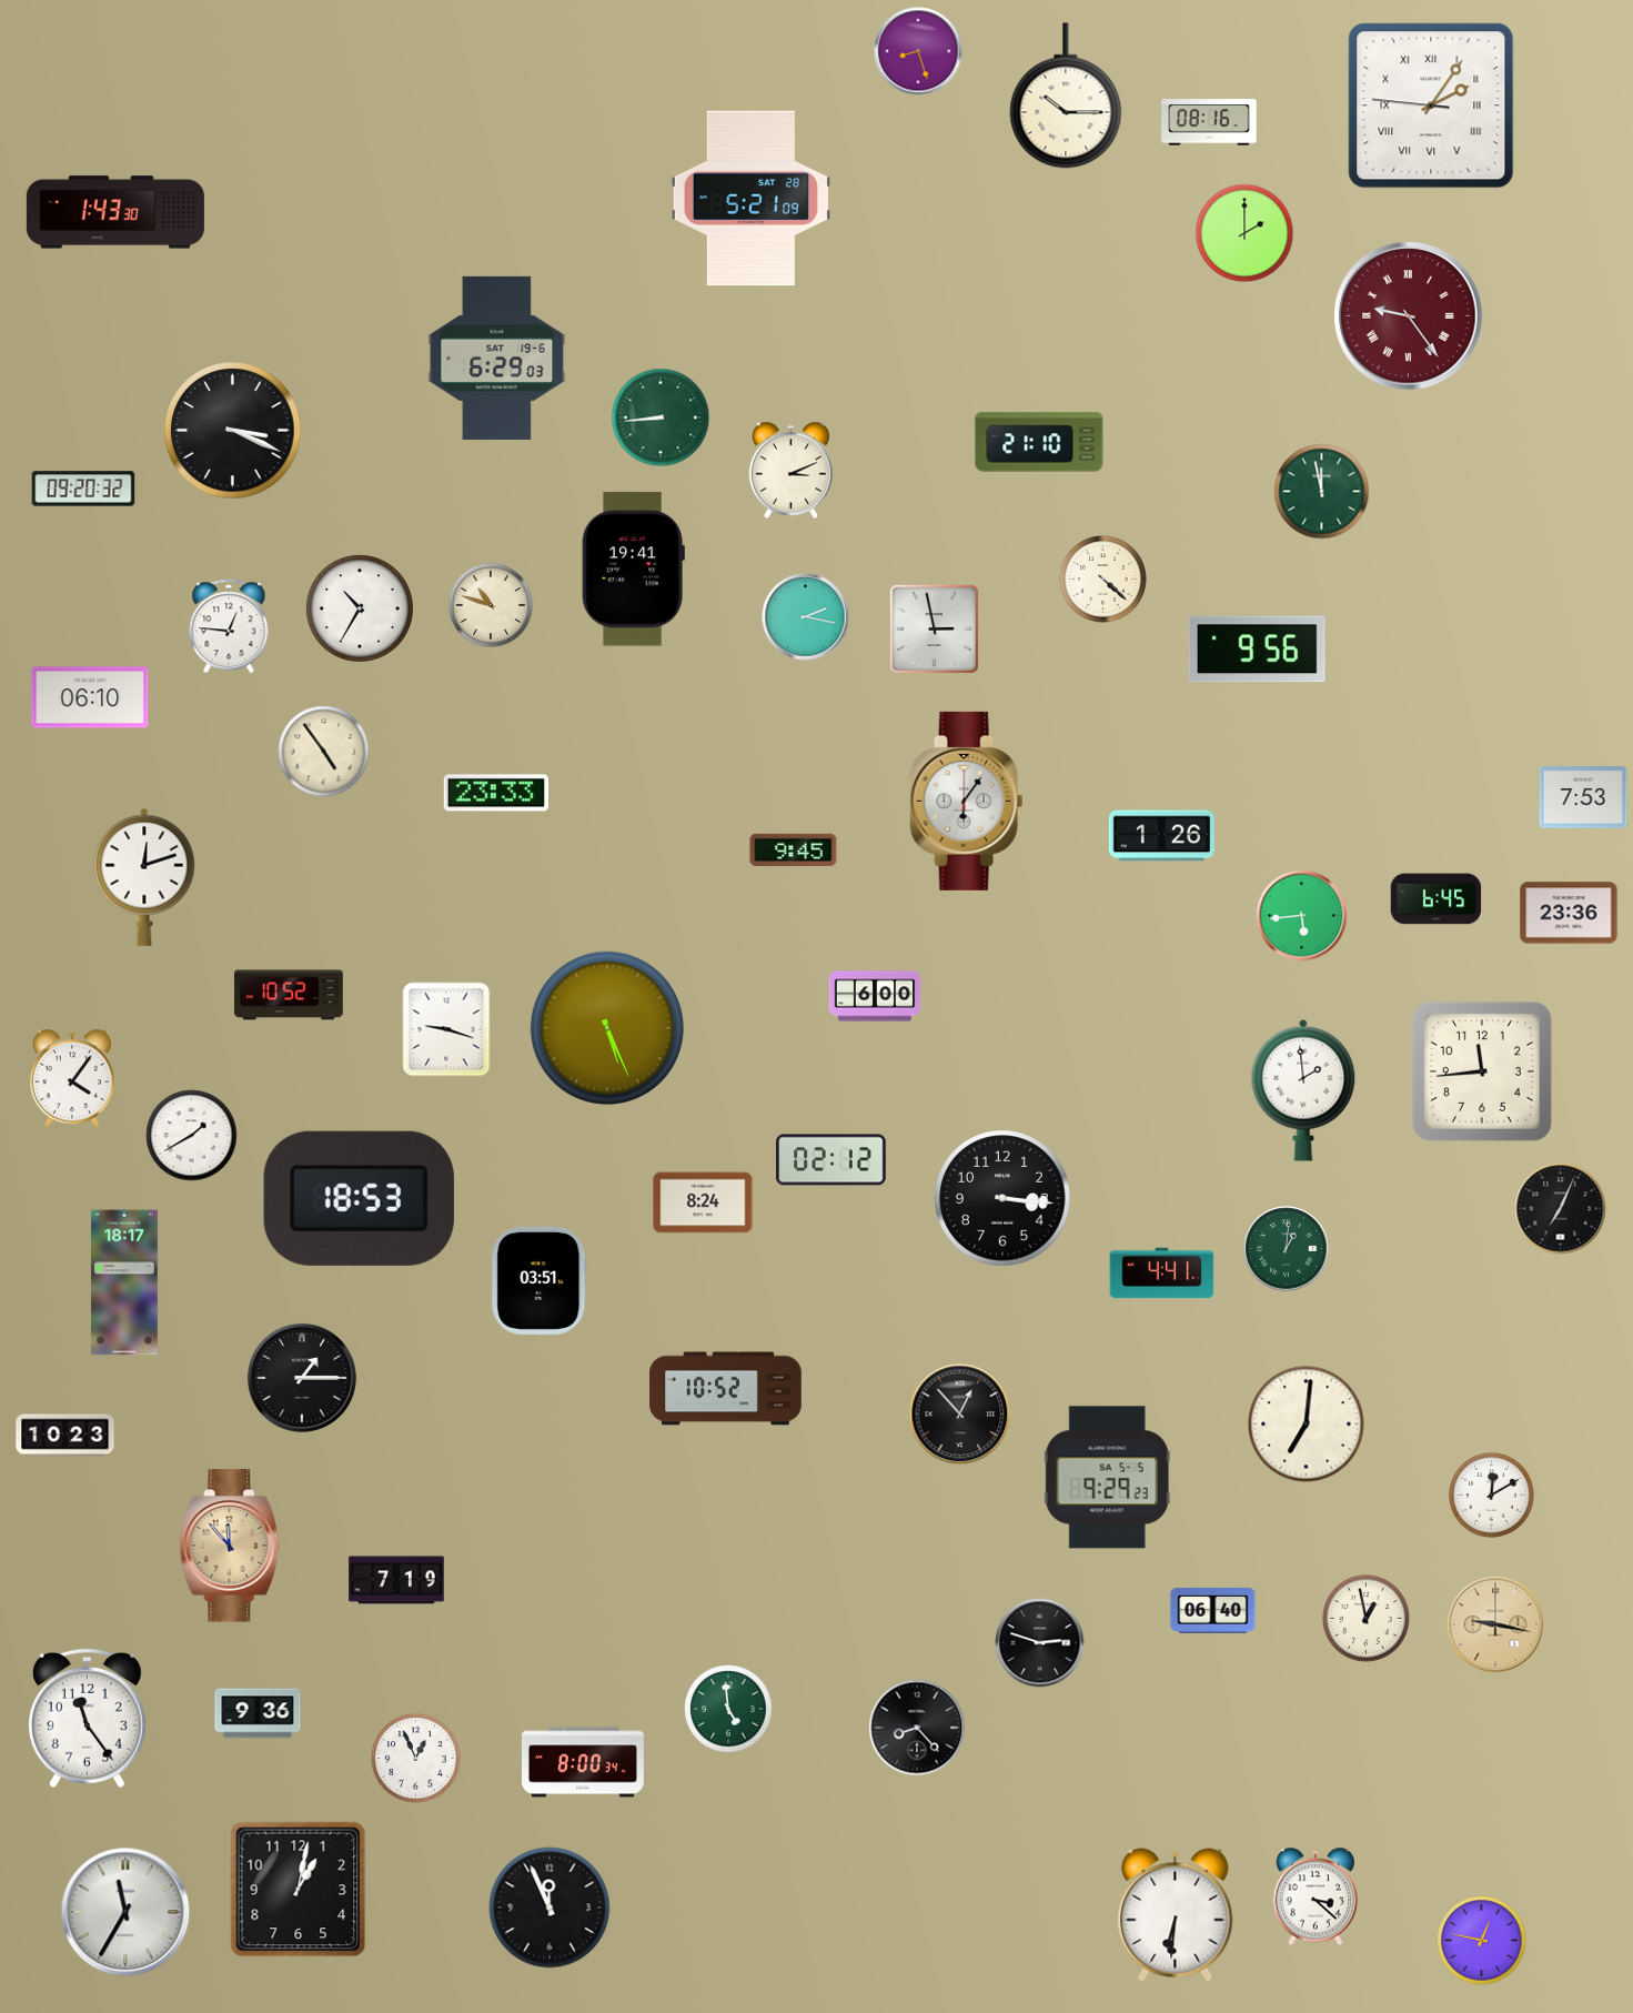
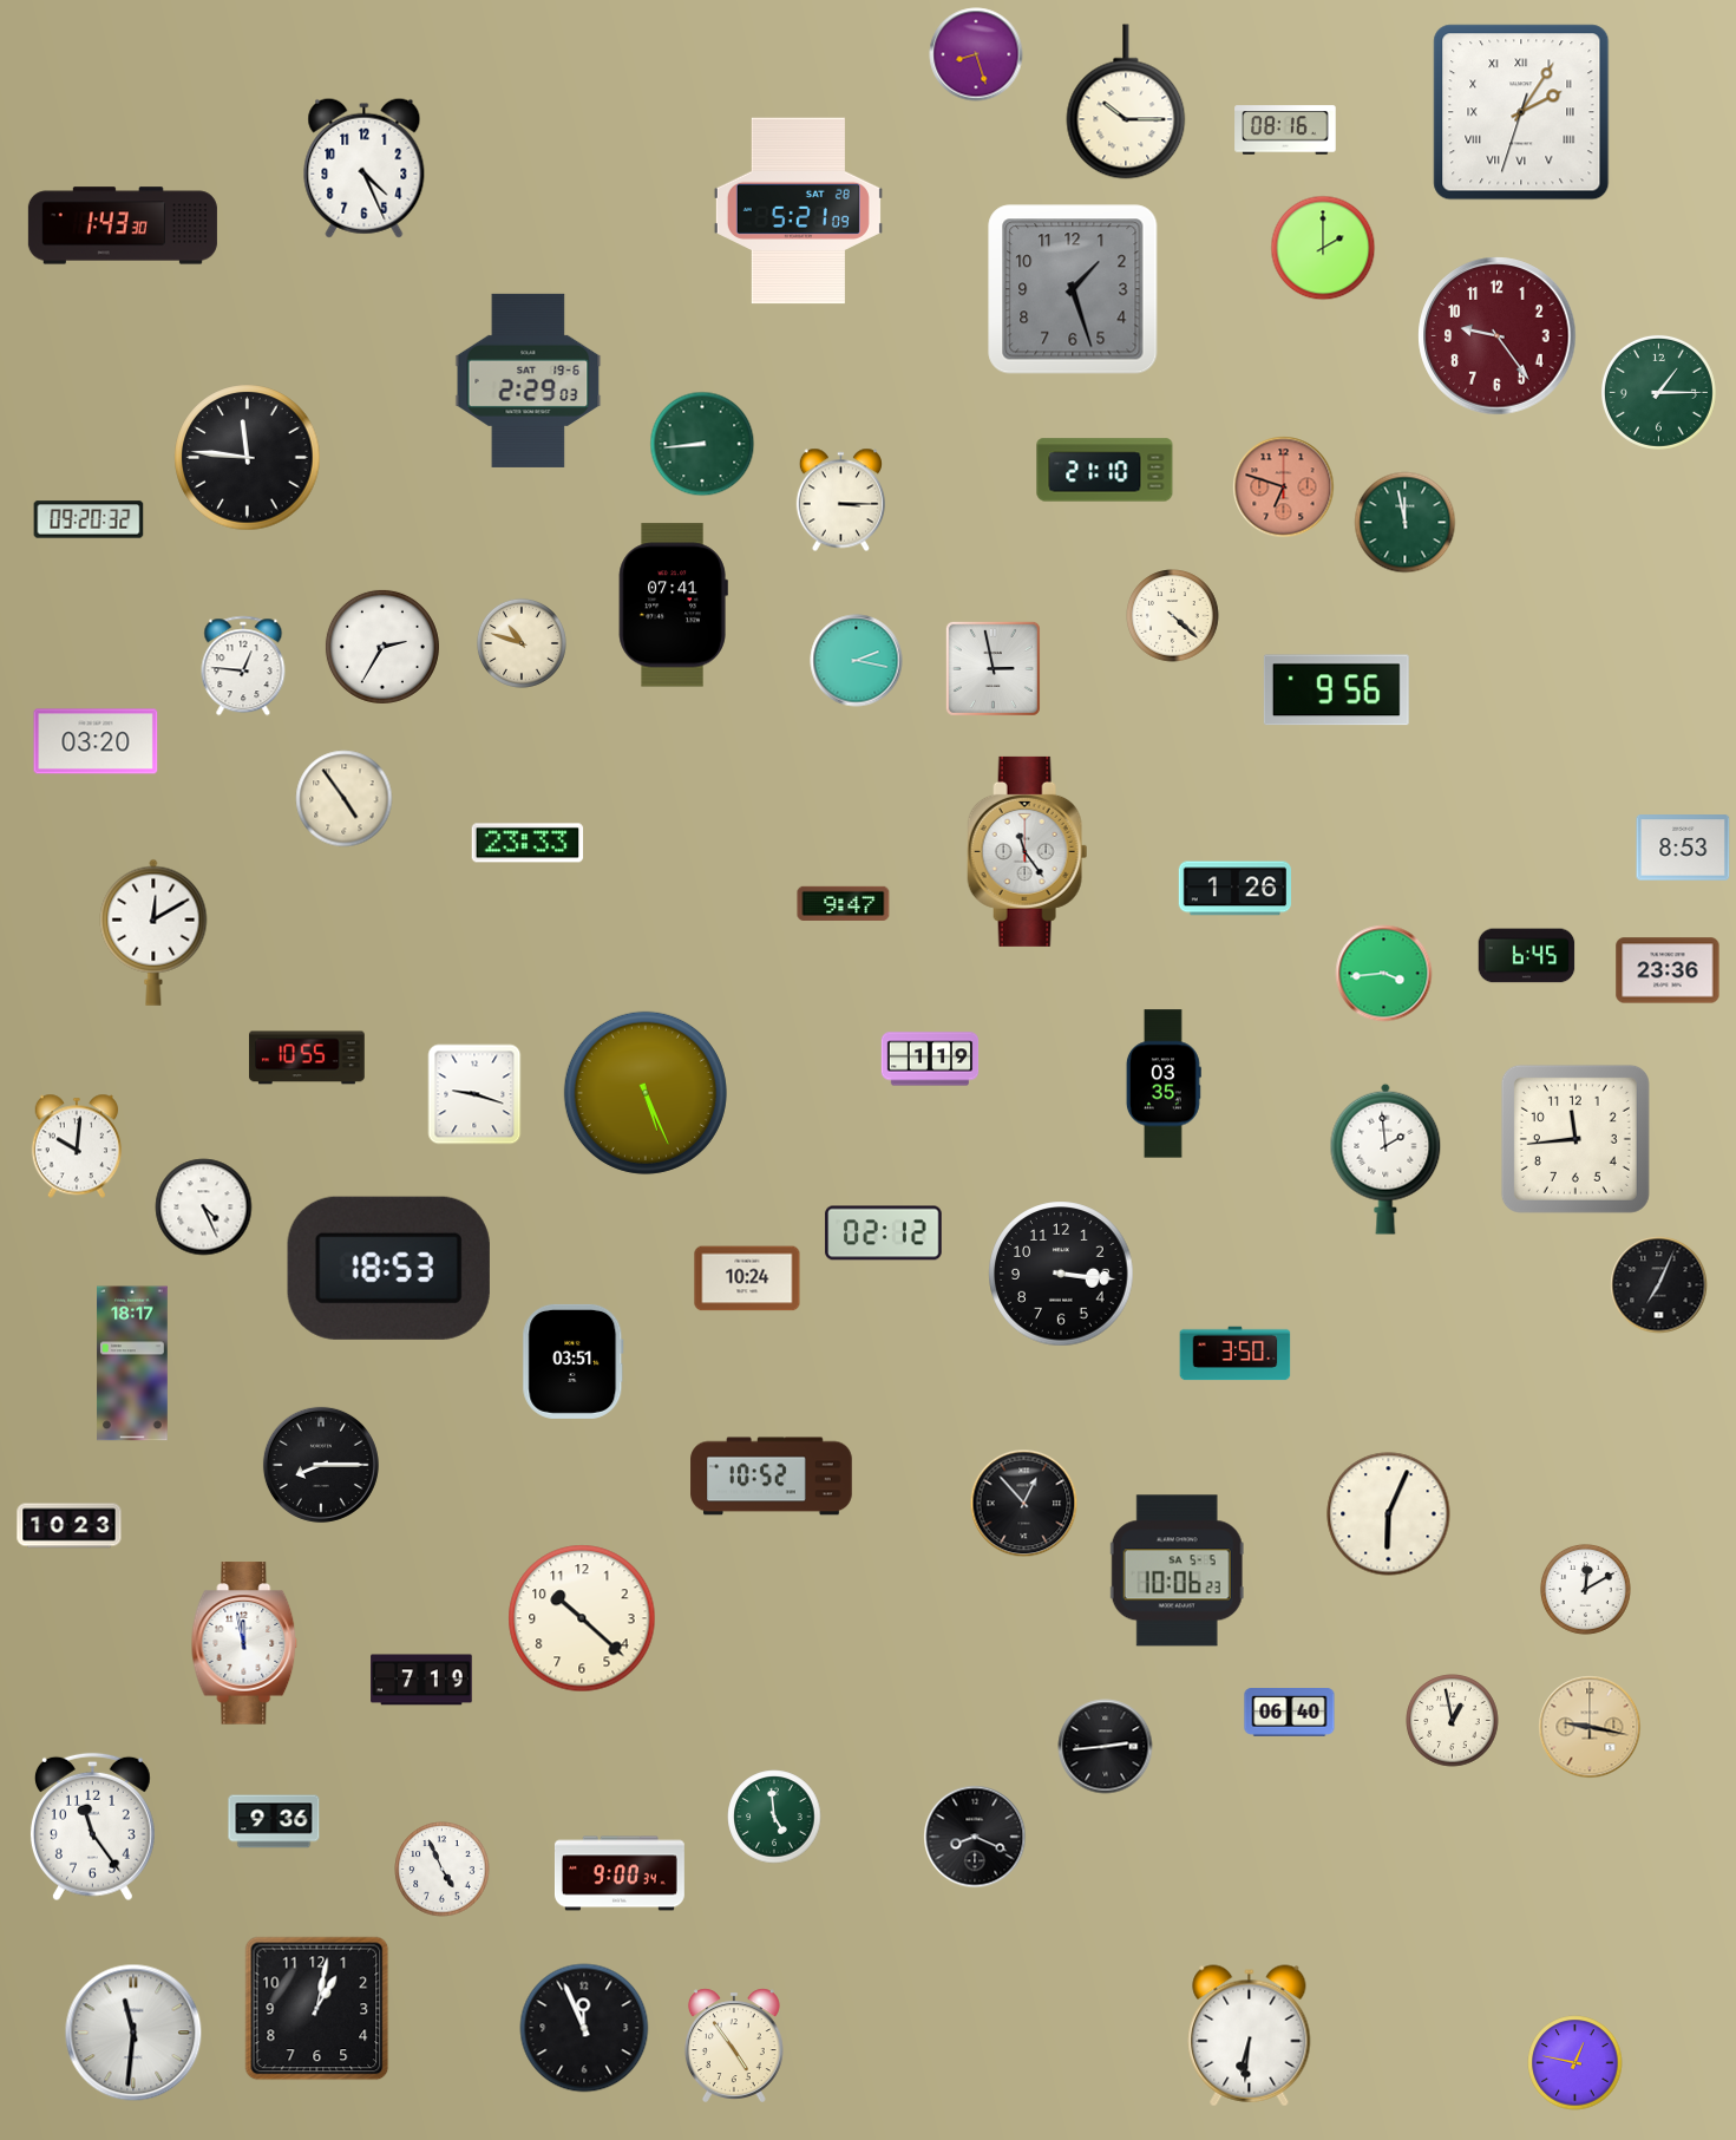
clock at (1066, 95) position: (1066, 95) -> (1126, 102)
clock at (1431, 105): 2:05:46 -> 2:05:33
clock at (365, 168): none -> 4:26
clock at (1073, 289): none -> 1:27
clock at (1409, 316) numerals: Roman -> Arabic
clock at (497, 358): 6:29 -> 2:29
clock at (1658, 392): none -> 1:15
clock at (233, 431): 3:19 -> 11:46
clock at (1284, 487): none -> 6:48
clock at (790, 471): 3:11 -> 3:15
clock at (633, 570): 19:41 -> 07:41
clock at (360, 608): 10:35 -> 2:35
clock at (806, 617) position: (806, 617) -> (857, 661)
clock at (90, 697): 06:10 -> 03:20
clock at (1583, 797): 7:53 -> 8:53
clock at (967, 801): 6:06 -> 11:24
clock at (794, 849): 9:45 -> 9:47
clock at (144, 877): 12:12 -> 12:10
clock at (1302, 916): 5:44 -> 3:44
clock at (289, 995): 10:52 -> 10:55
clock at (875, 996): 6:00 -> 1:19
clock at (1164, 1084): none -> 03:35
clock at (72, 1078): 4:06 -> 10:01
clock at (192, 1136): 1:40 -> 4:26
clock at (359, 1198) position: (359, 1198) -> (388, 1268)
clock at (1002, 1198) position: (1002, 1198) -> (1061, 1274)
clock at (703, 1202): 8:24 -> 10:24
clock at (1287, 1249): 1:01 -> none
clock at (1162, 1274): 4:41 -> 3:50
clock at (302, 1378): 1:15 -> 8:15
clock at (960, 1415) position: (960, 1415) -> (1024, 1504)
clock at (1307, 1425): 7:01 -> 6:04
clock at (1107, 1478): 9:29 -> 10:06
clock at (582, 1618): none -> 10:22
clock at (230, 1546): 11:53 -> 11:58
clock at (230, 1546) dial: champagne -> white
clock at (1040, 1643): 2:48 -> 2:44
clock at (917, 1728): 8:23 -> 8:19
clock at (416, 1759): 12:56 -> 4:56
clock at (583, 1762): 8:00 -> 9:00
clock at (1316, 1896): 3:22 -> none
clock at (125, 1912): 11:35 -> 11:31
clock at (734, 2046): none -> 4:54
